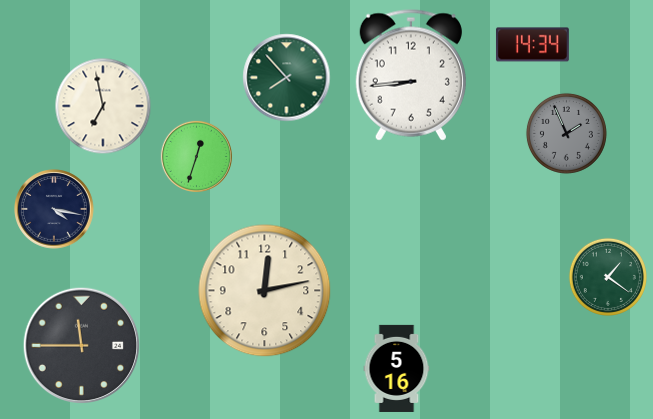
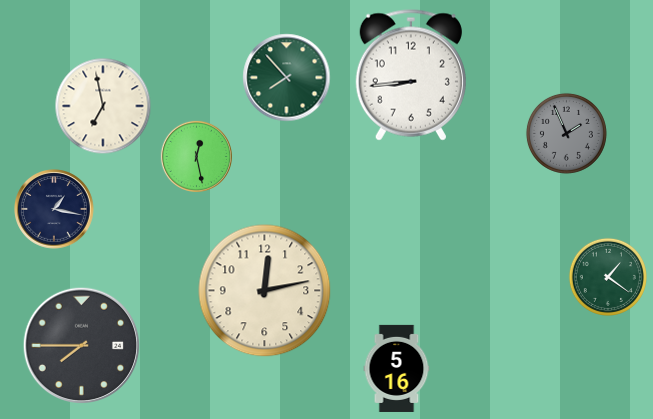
clock at (532, 45): 14:34 -> none
clock at (196, 156): 12:33 -> 12:28
clock at (54, 209): 4:17 -> 1:17
clock at (82, 346): 11:45 -> 7:45
